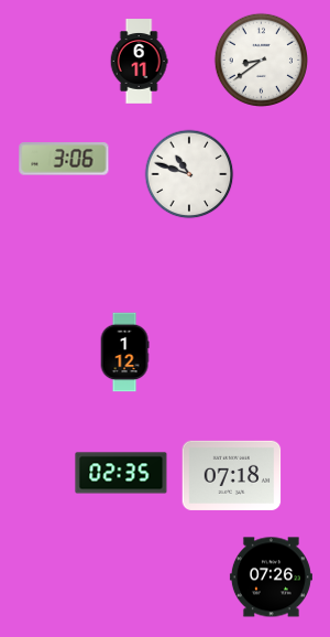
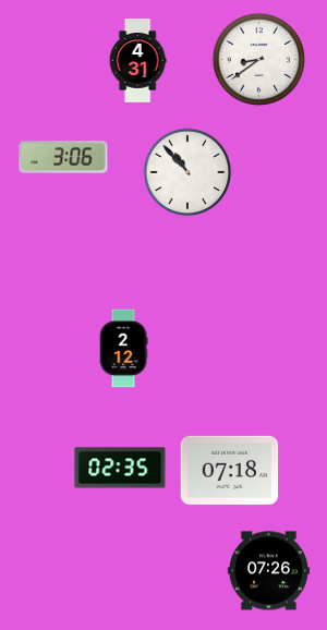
clock at (139, 62): 6:11 -> 4:31
clock at (189, 174): 10:48 -> 10:53
clock at (124, 353): 1:12 -> 2:12
